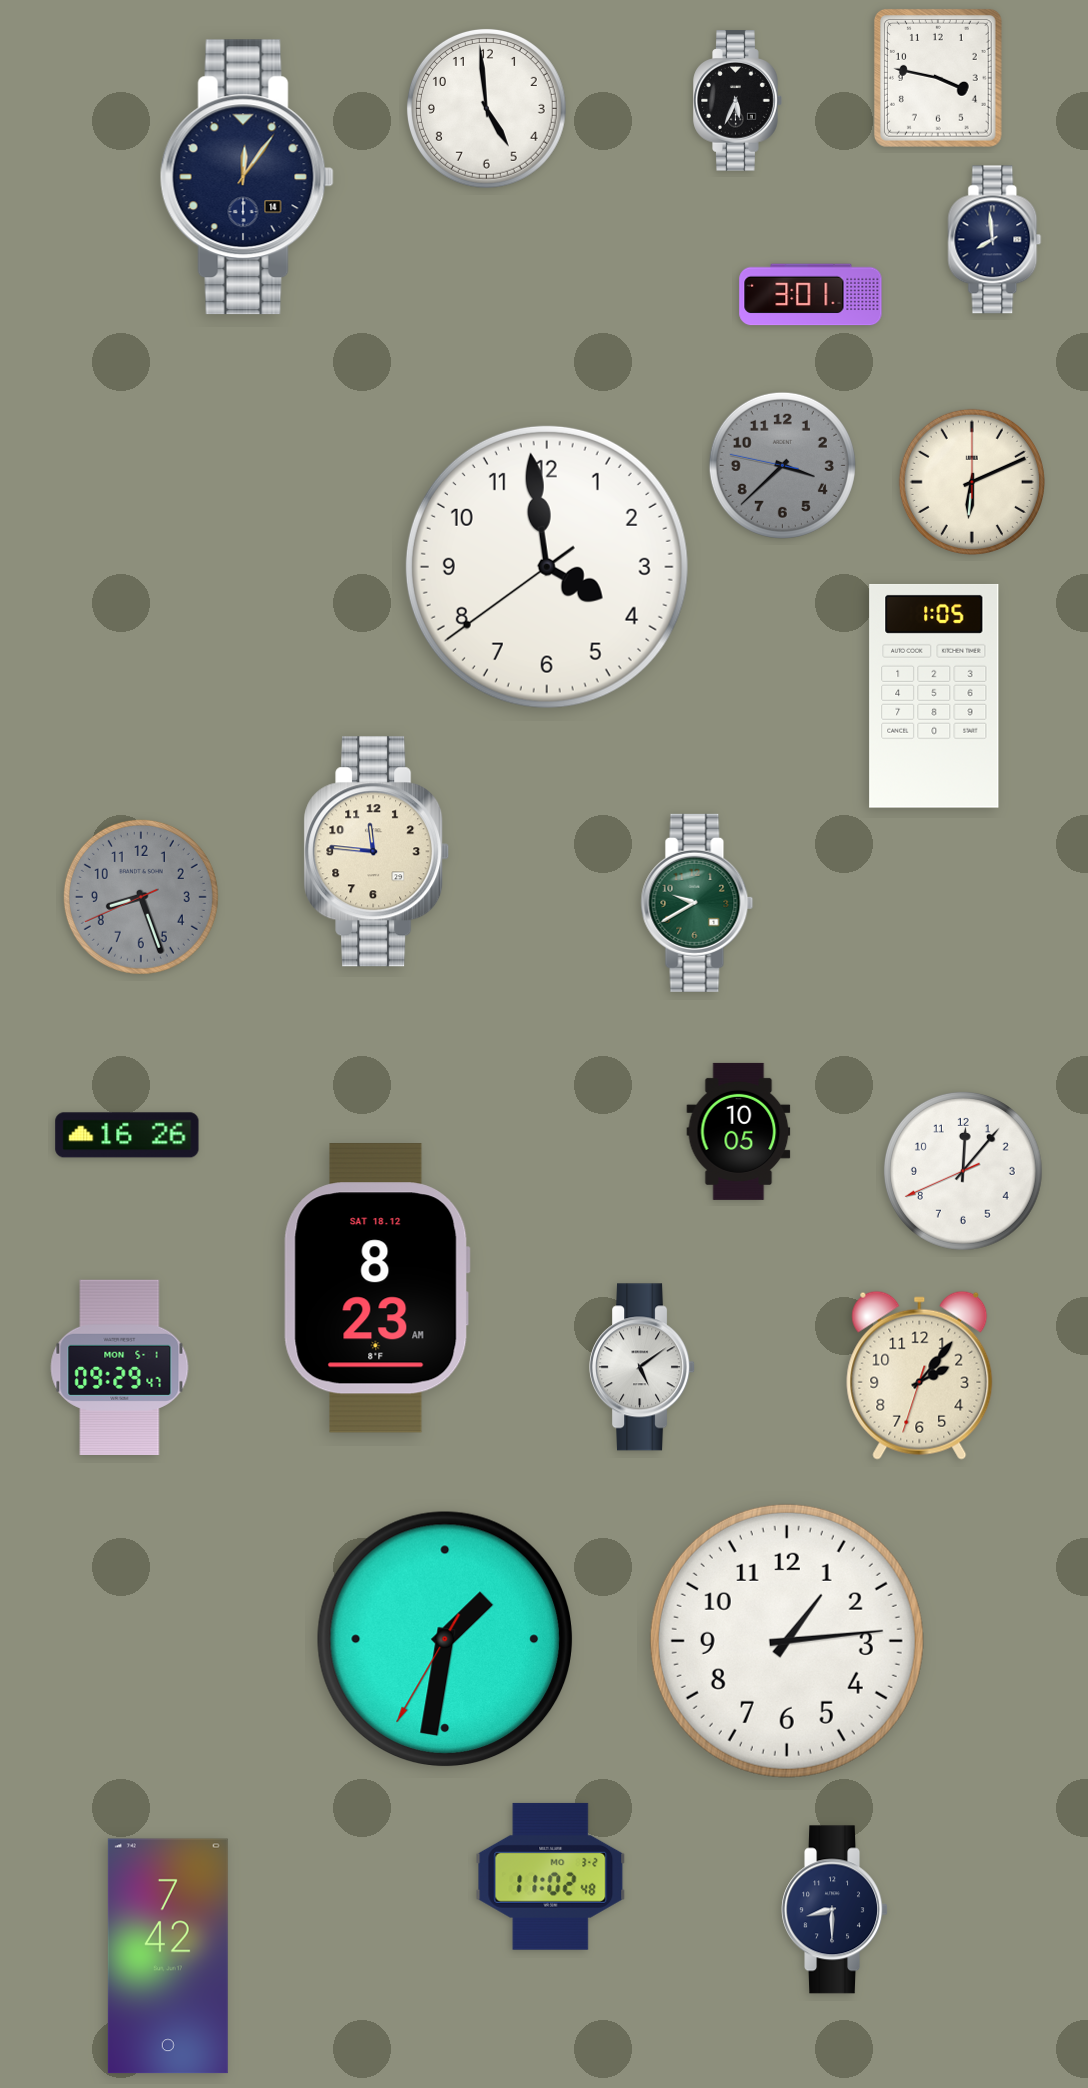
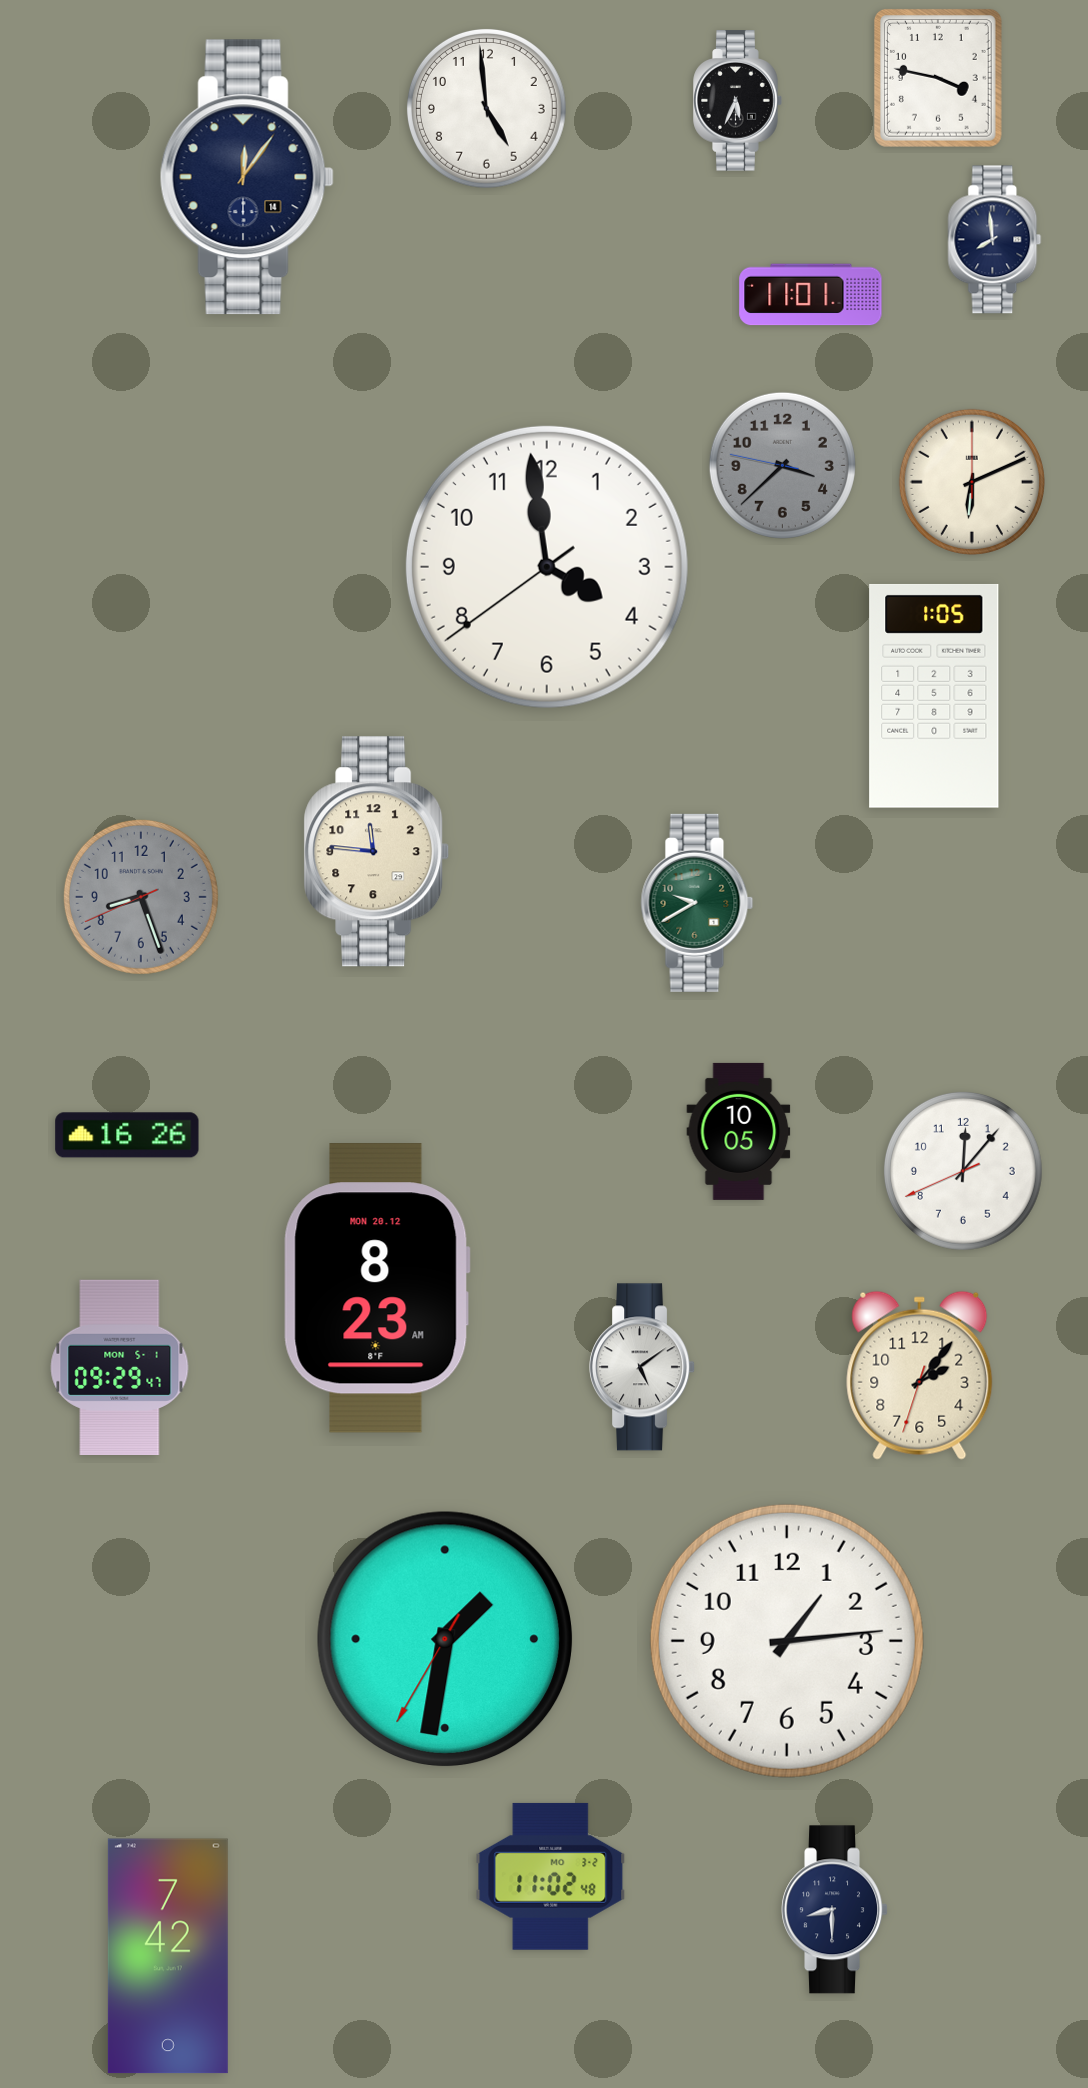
clock at (811, 295): 3:01 -> 11:01
clock at (377, 1288) date: SAT 18.12 -> MON 20.12
